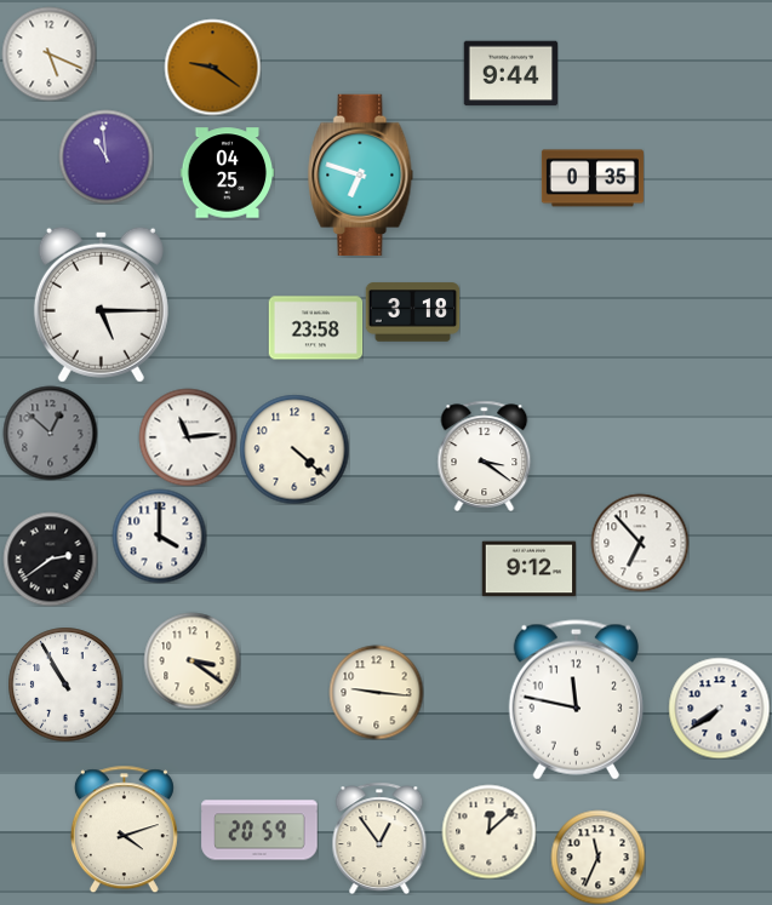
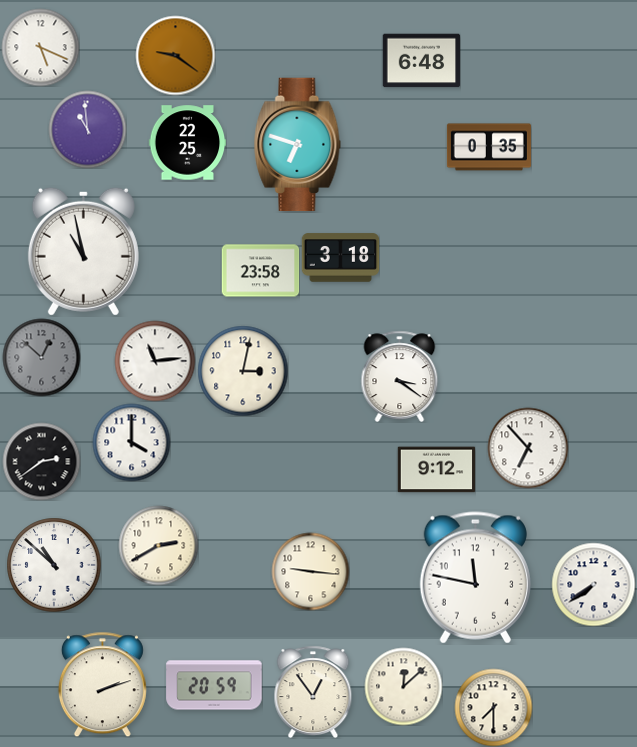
clock at (48, 53) position: (48, 53) -> (40, 47)
clock at (510, 74): 9:44 -> 6:48
clock at (227, 173): 04:25 -> 22:25
clock at (101, 304): 5:15 -> 10:58
clock at (294, 449): 4:22 -> 3:02
clock at (191, 660): 3:21 -> 2:40
clock at (65, 685): 10:55 -> 10:52
clock at (124, 829): 4:12 -> 2:12
clock at (597, 857): 11:34 -> 7:30
